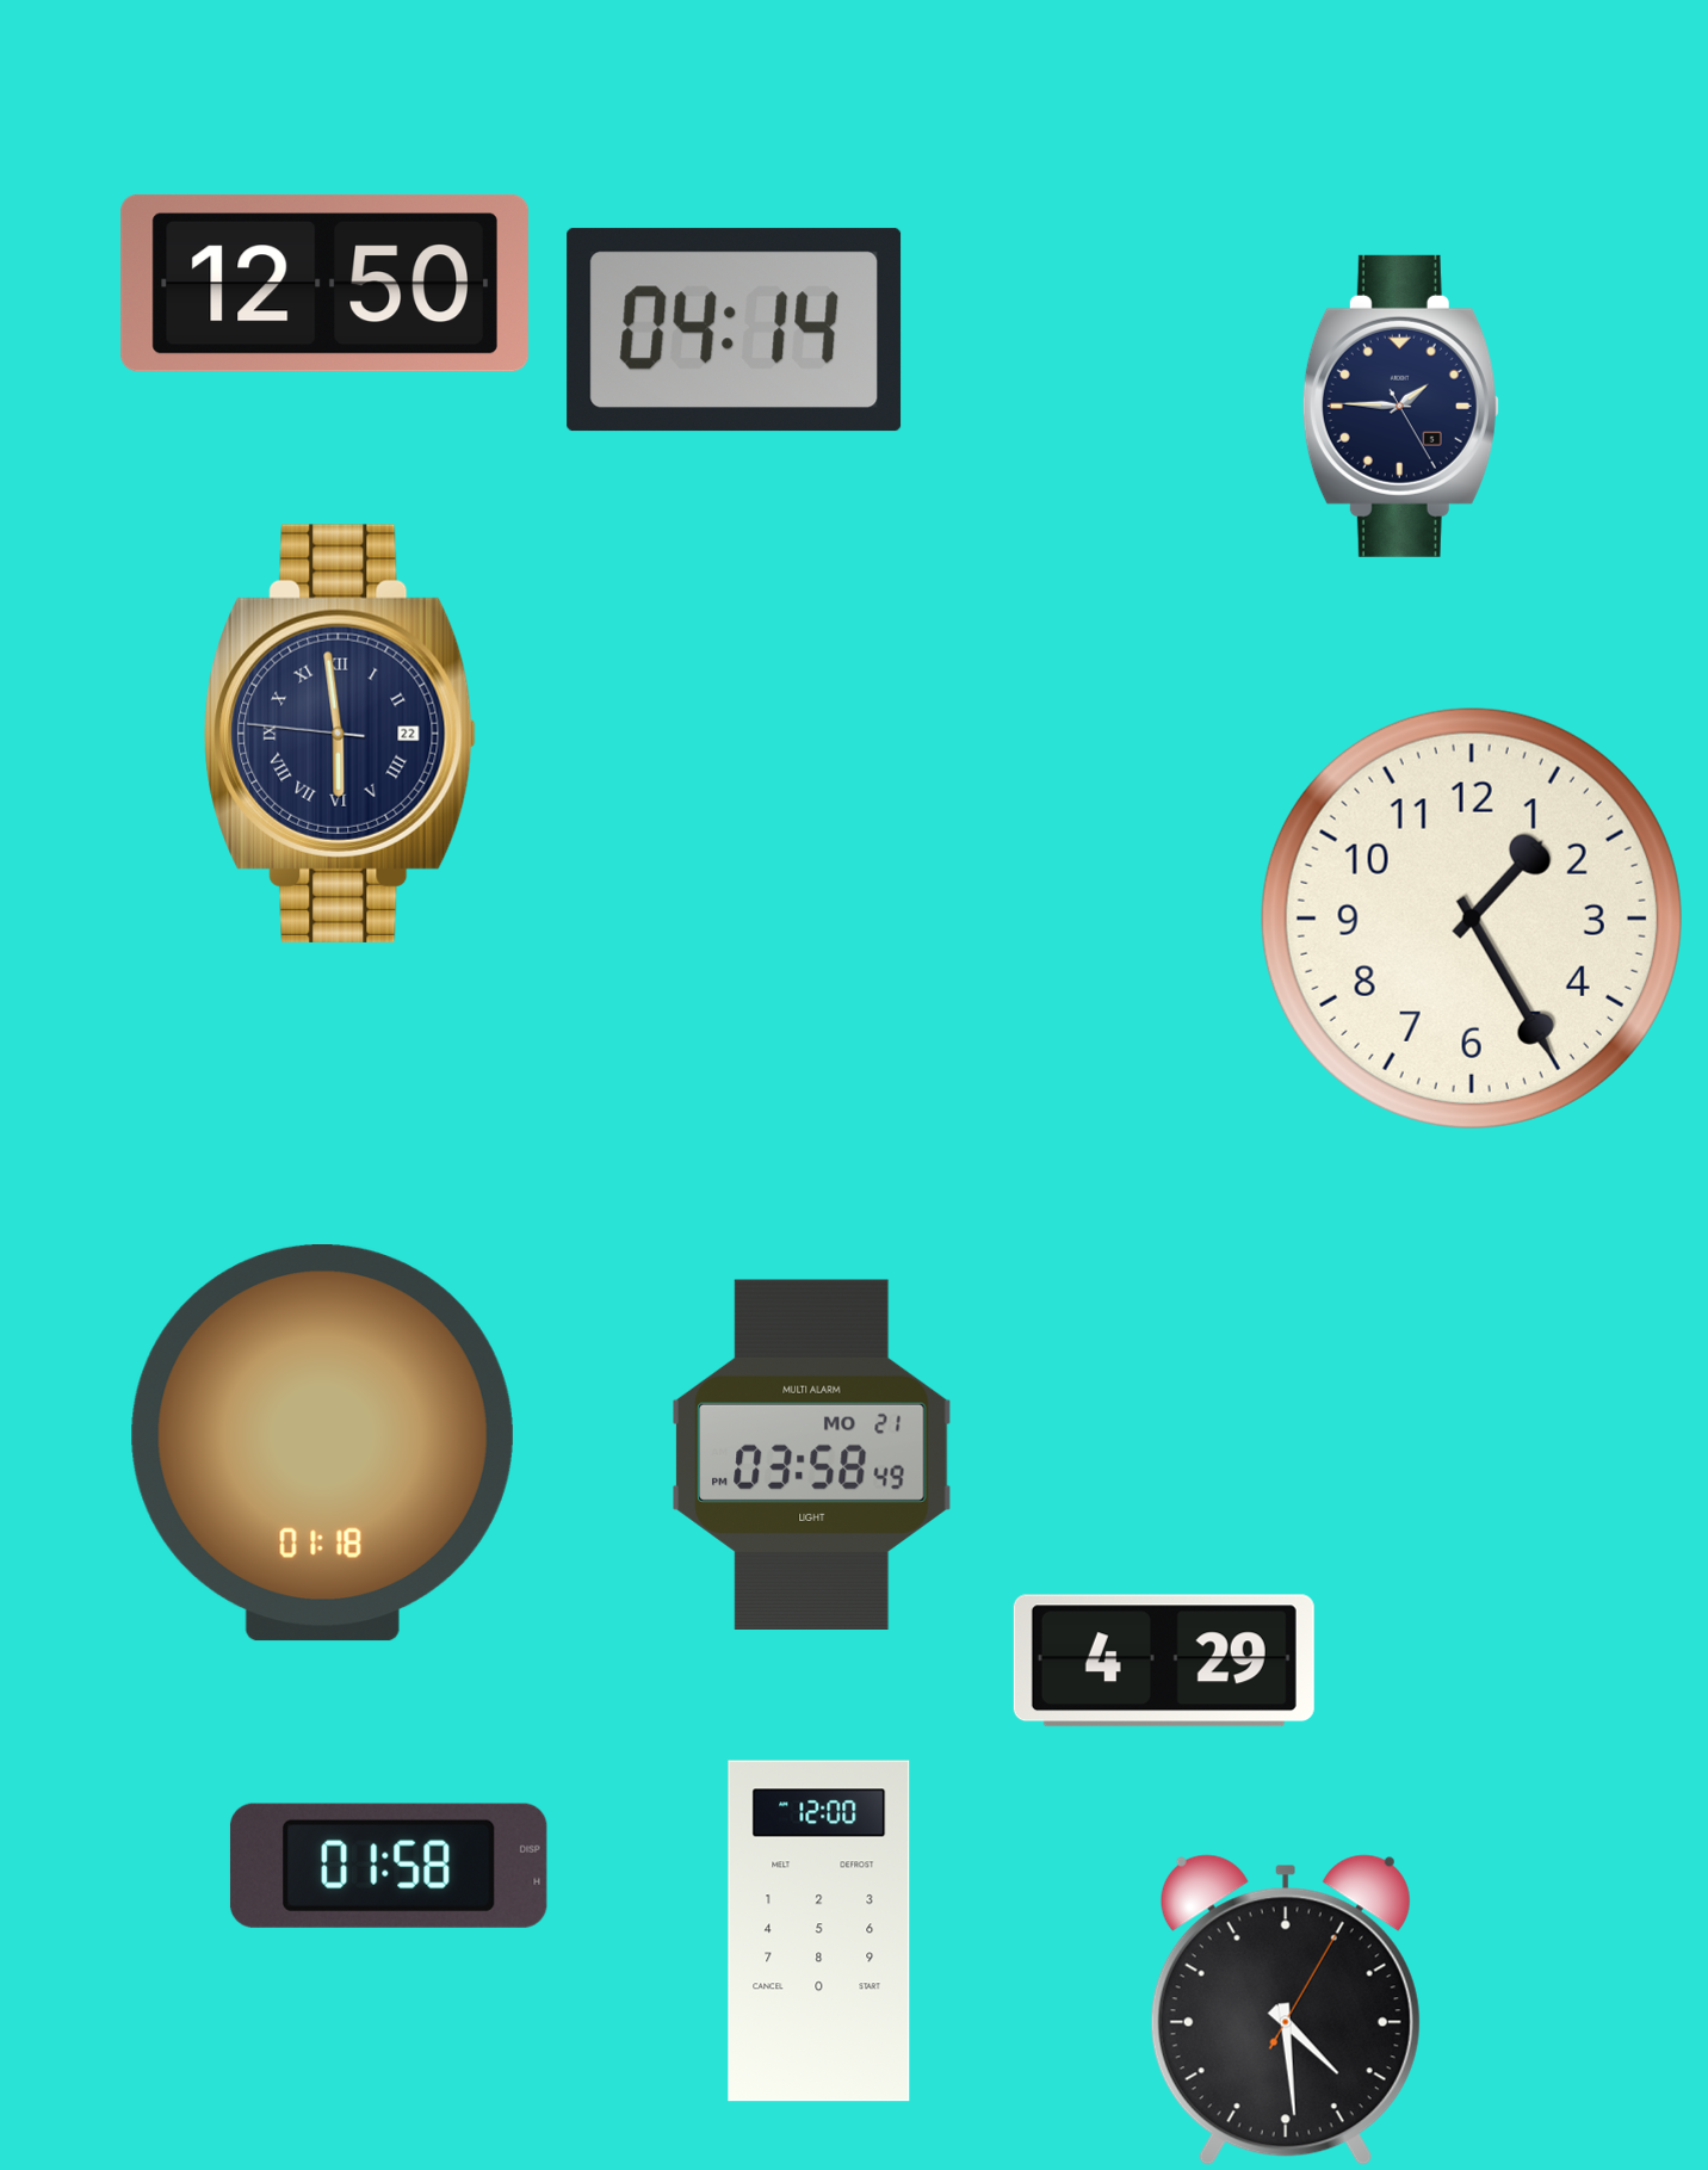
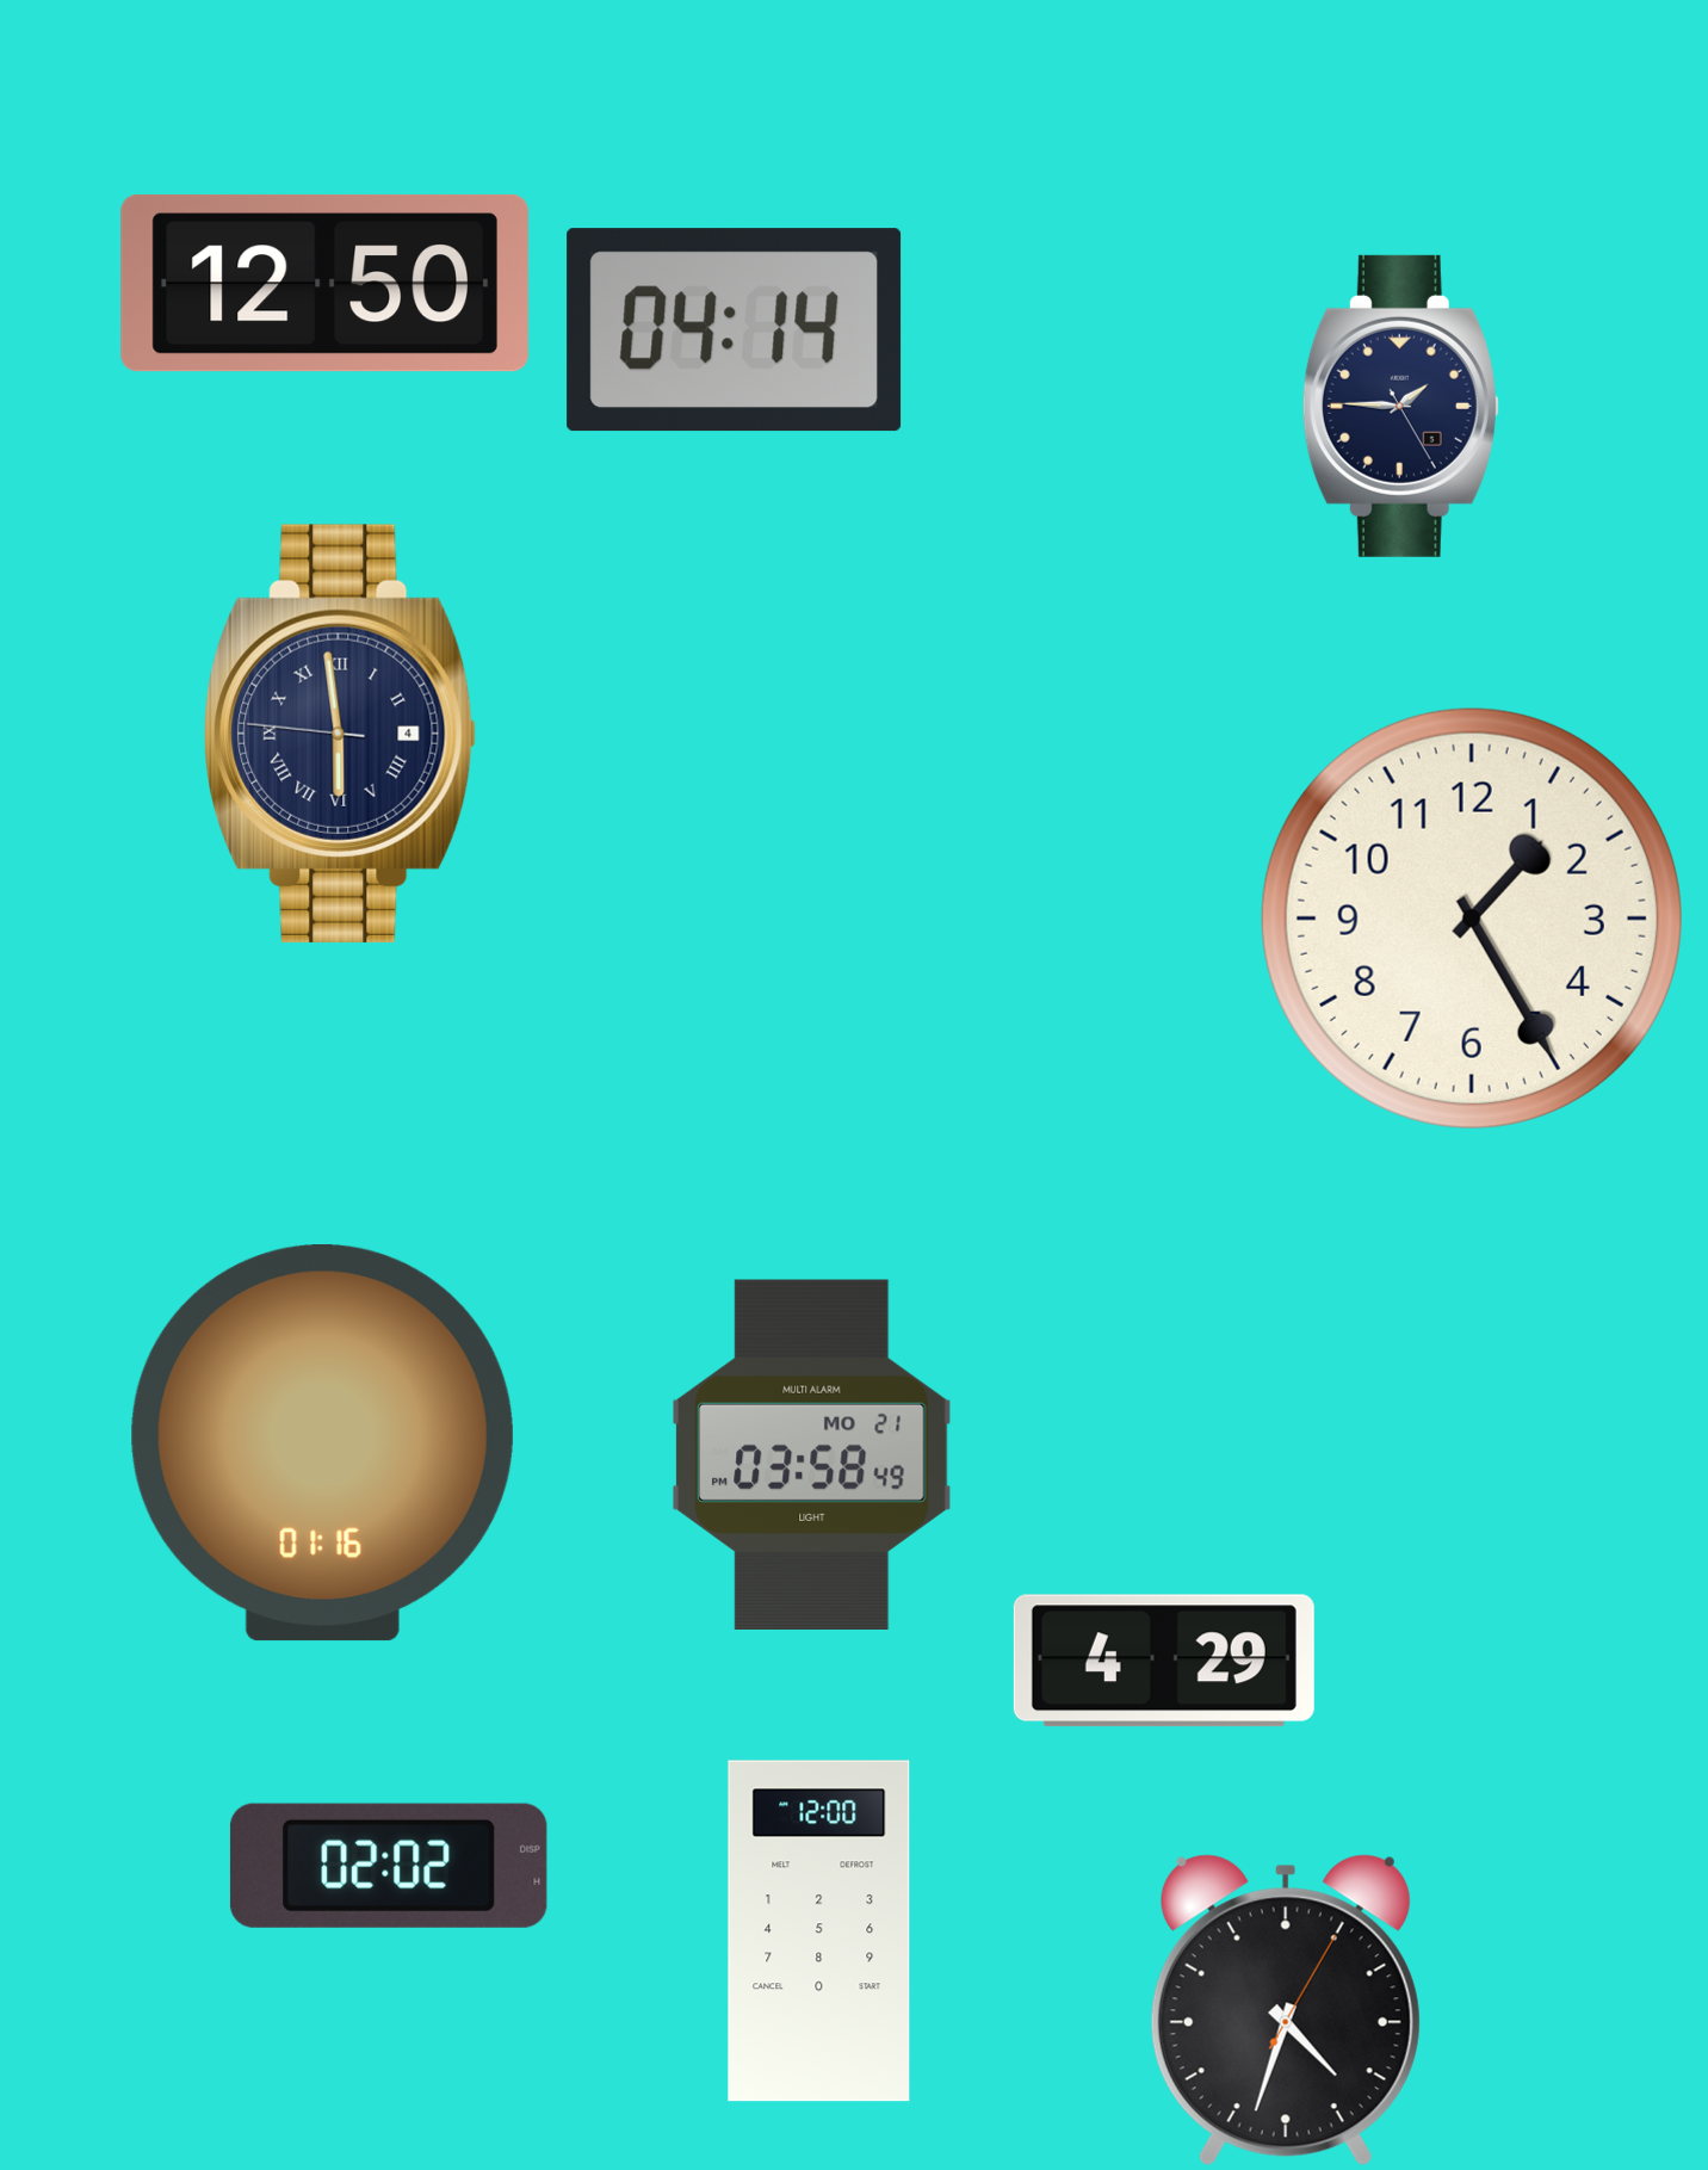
clock at (340, 734) date: 22 -> 4
clock at (322, 1443): 01:18 -> 01:16
clock at (389, 1866): 01:58 -> 02:02
clock at (1286, 2010): 4:29 -> 4:33
